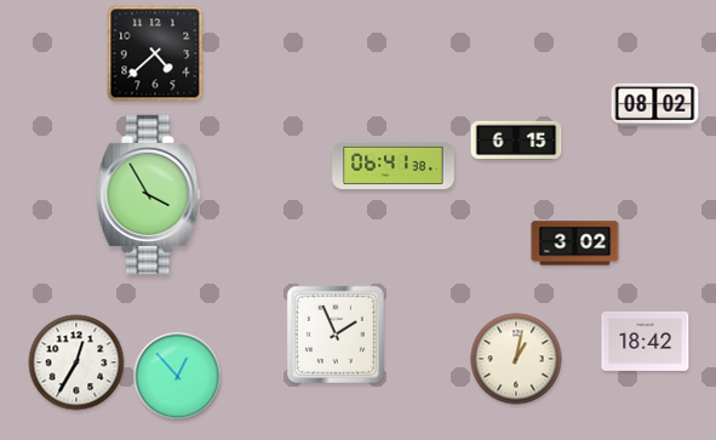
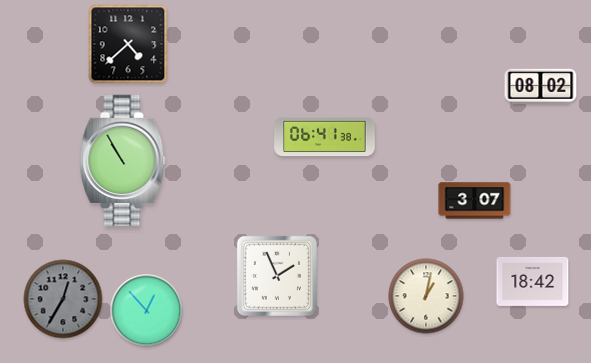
clock at (516, 141): 6:15 -> none
clock at (149, 194): 3:55 -> 10:55
clock at (575, 244): 3:02 -> 3:07
clock at (76, 362) dial: white -> grey
